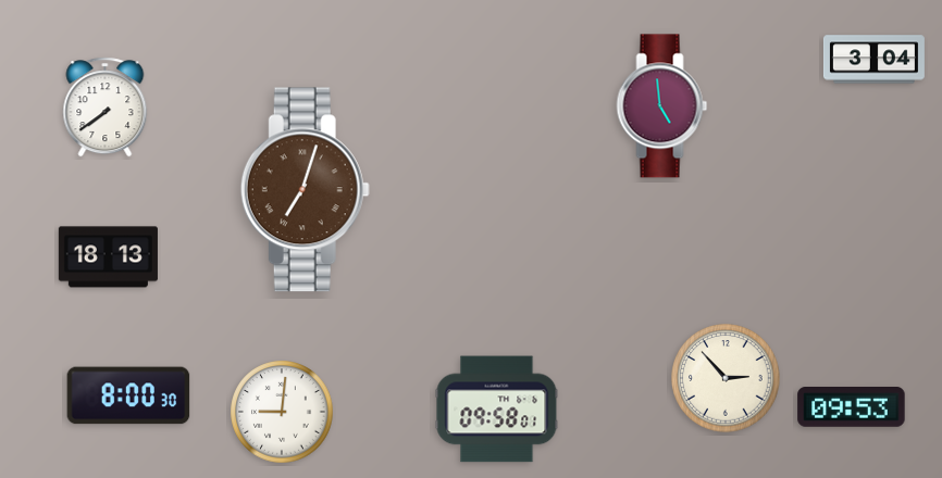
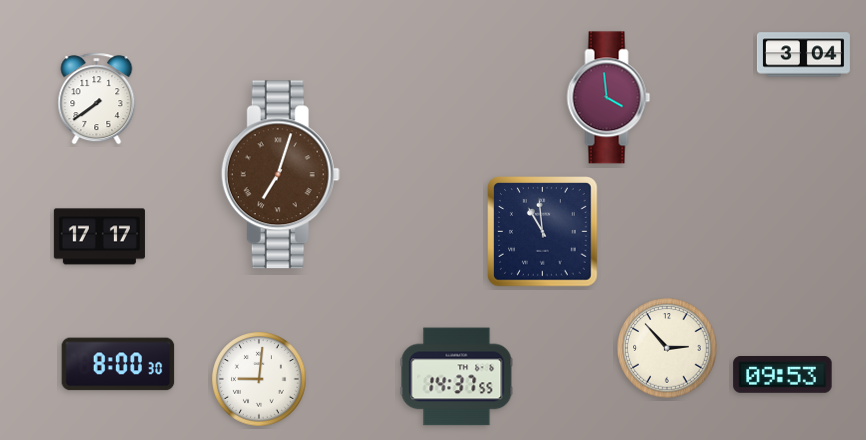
clock at (662, 106): 4:59 -> 3:59
clock at (543, 232): none -> 10:59
clock at (108, 257): 18:13 -> 17:17
clock at (497, 410): 09:58 -> 14:37
